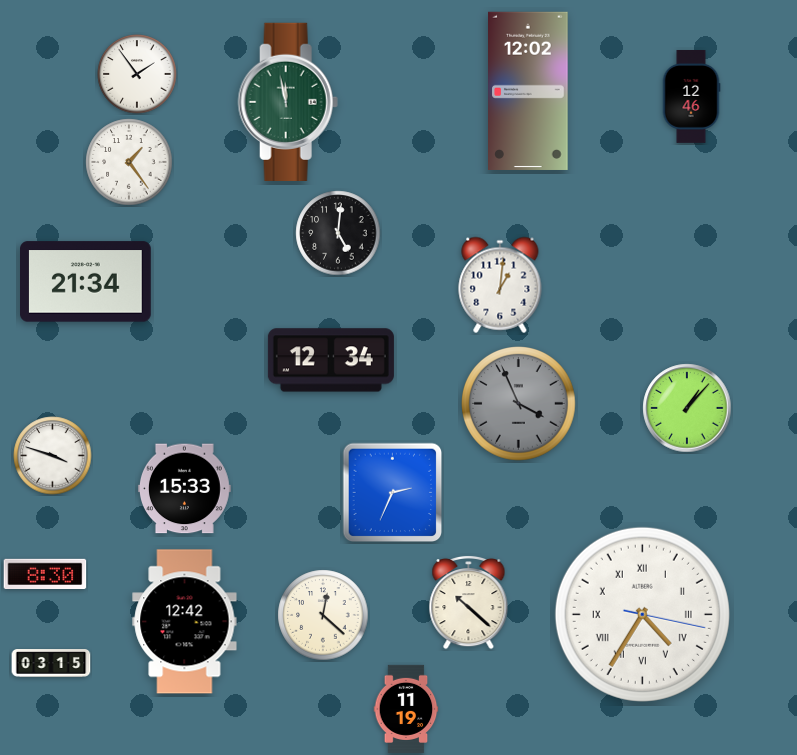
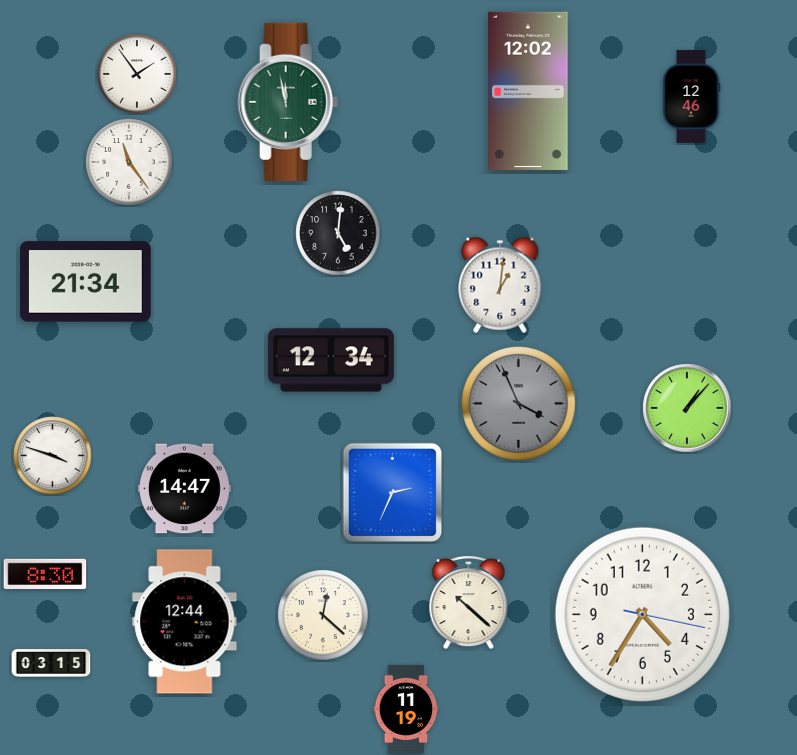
clock at (129, 162): 1:24 -> 11:24
clock at (184, 489): 15:33 -> 14:47
clock at (642, 614) numerals: Roman -> Arabic
clock at (185, 622): 12:42 -> 12:44
